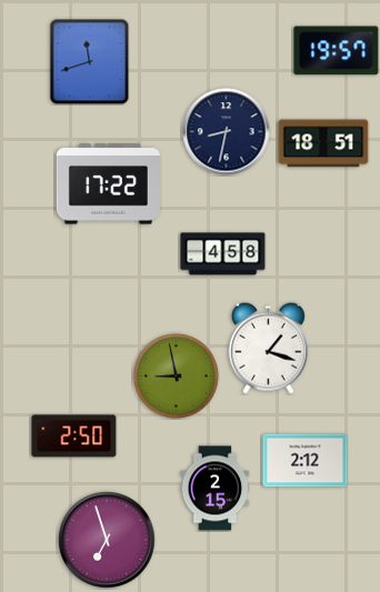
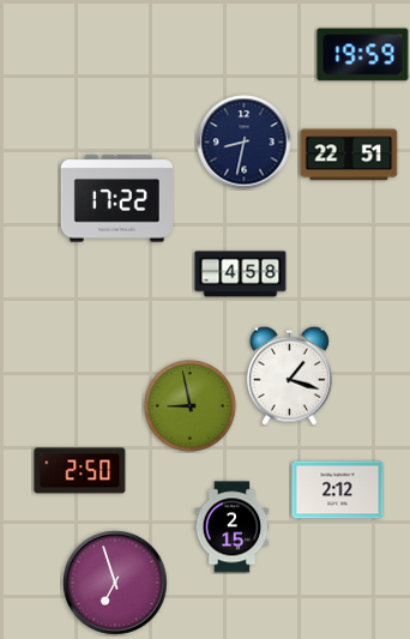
clock at (337, 51): 19:57 -> 19:59
clock at (90, 61): 11:42 -> none
clock at (323, 143): 18:51 -> 22:51
clock at (306, 461) position: (306, 461) -> (338, 490)
